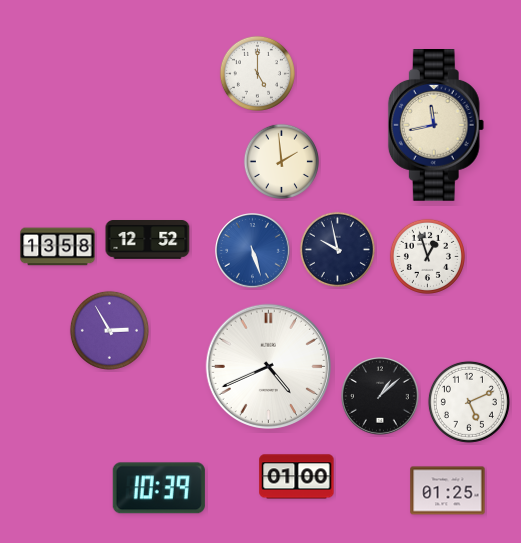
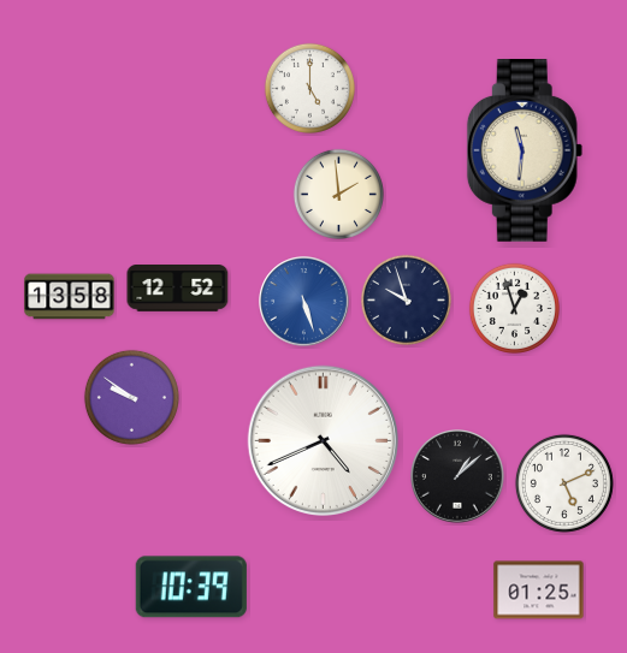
clock at (436, 126): 11:43 -> 11:31
clock at (337, 249): 9:58 -> 9:57
clock at (109, 330): 2:55 -> 9:51
clock at (297, 477): 01:00 -> none
